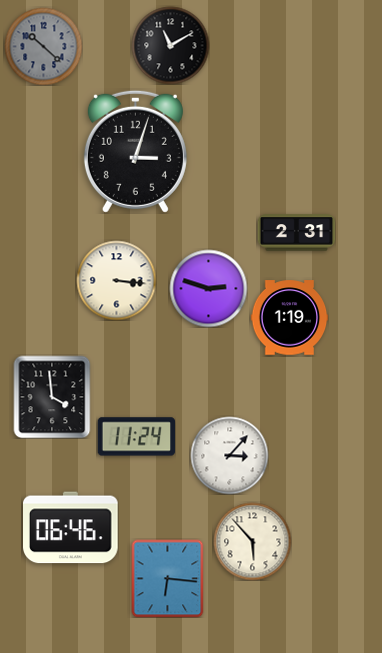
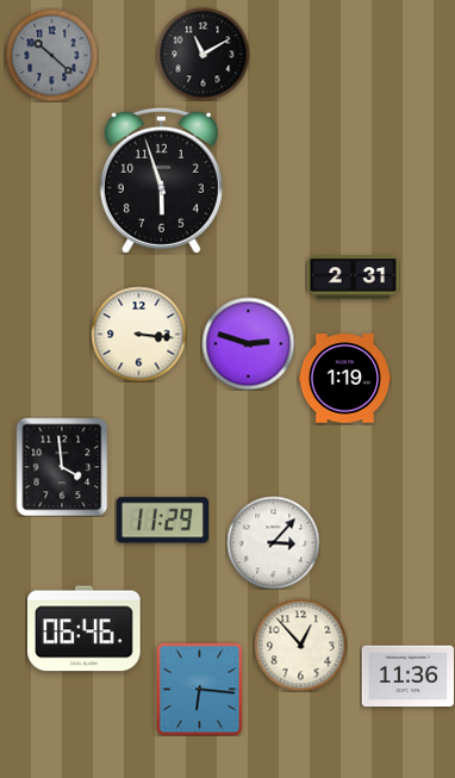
clock at (135, 151): 3:03 -> 5:57
clock at (52, 397) position: (52, 397) -> (62, 467)
clock at (136, 437): 11:24 -> 11:29
clock at (252, 541): 5:53 -> 12:53
clock at (407, 677): none -> 11:36
